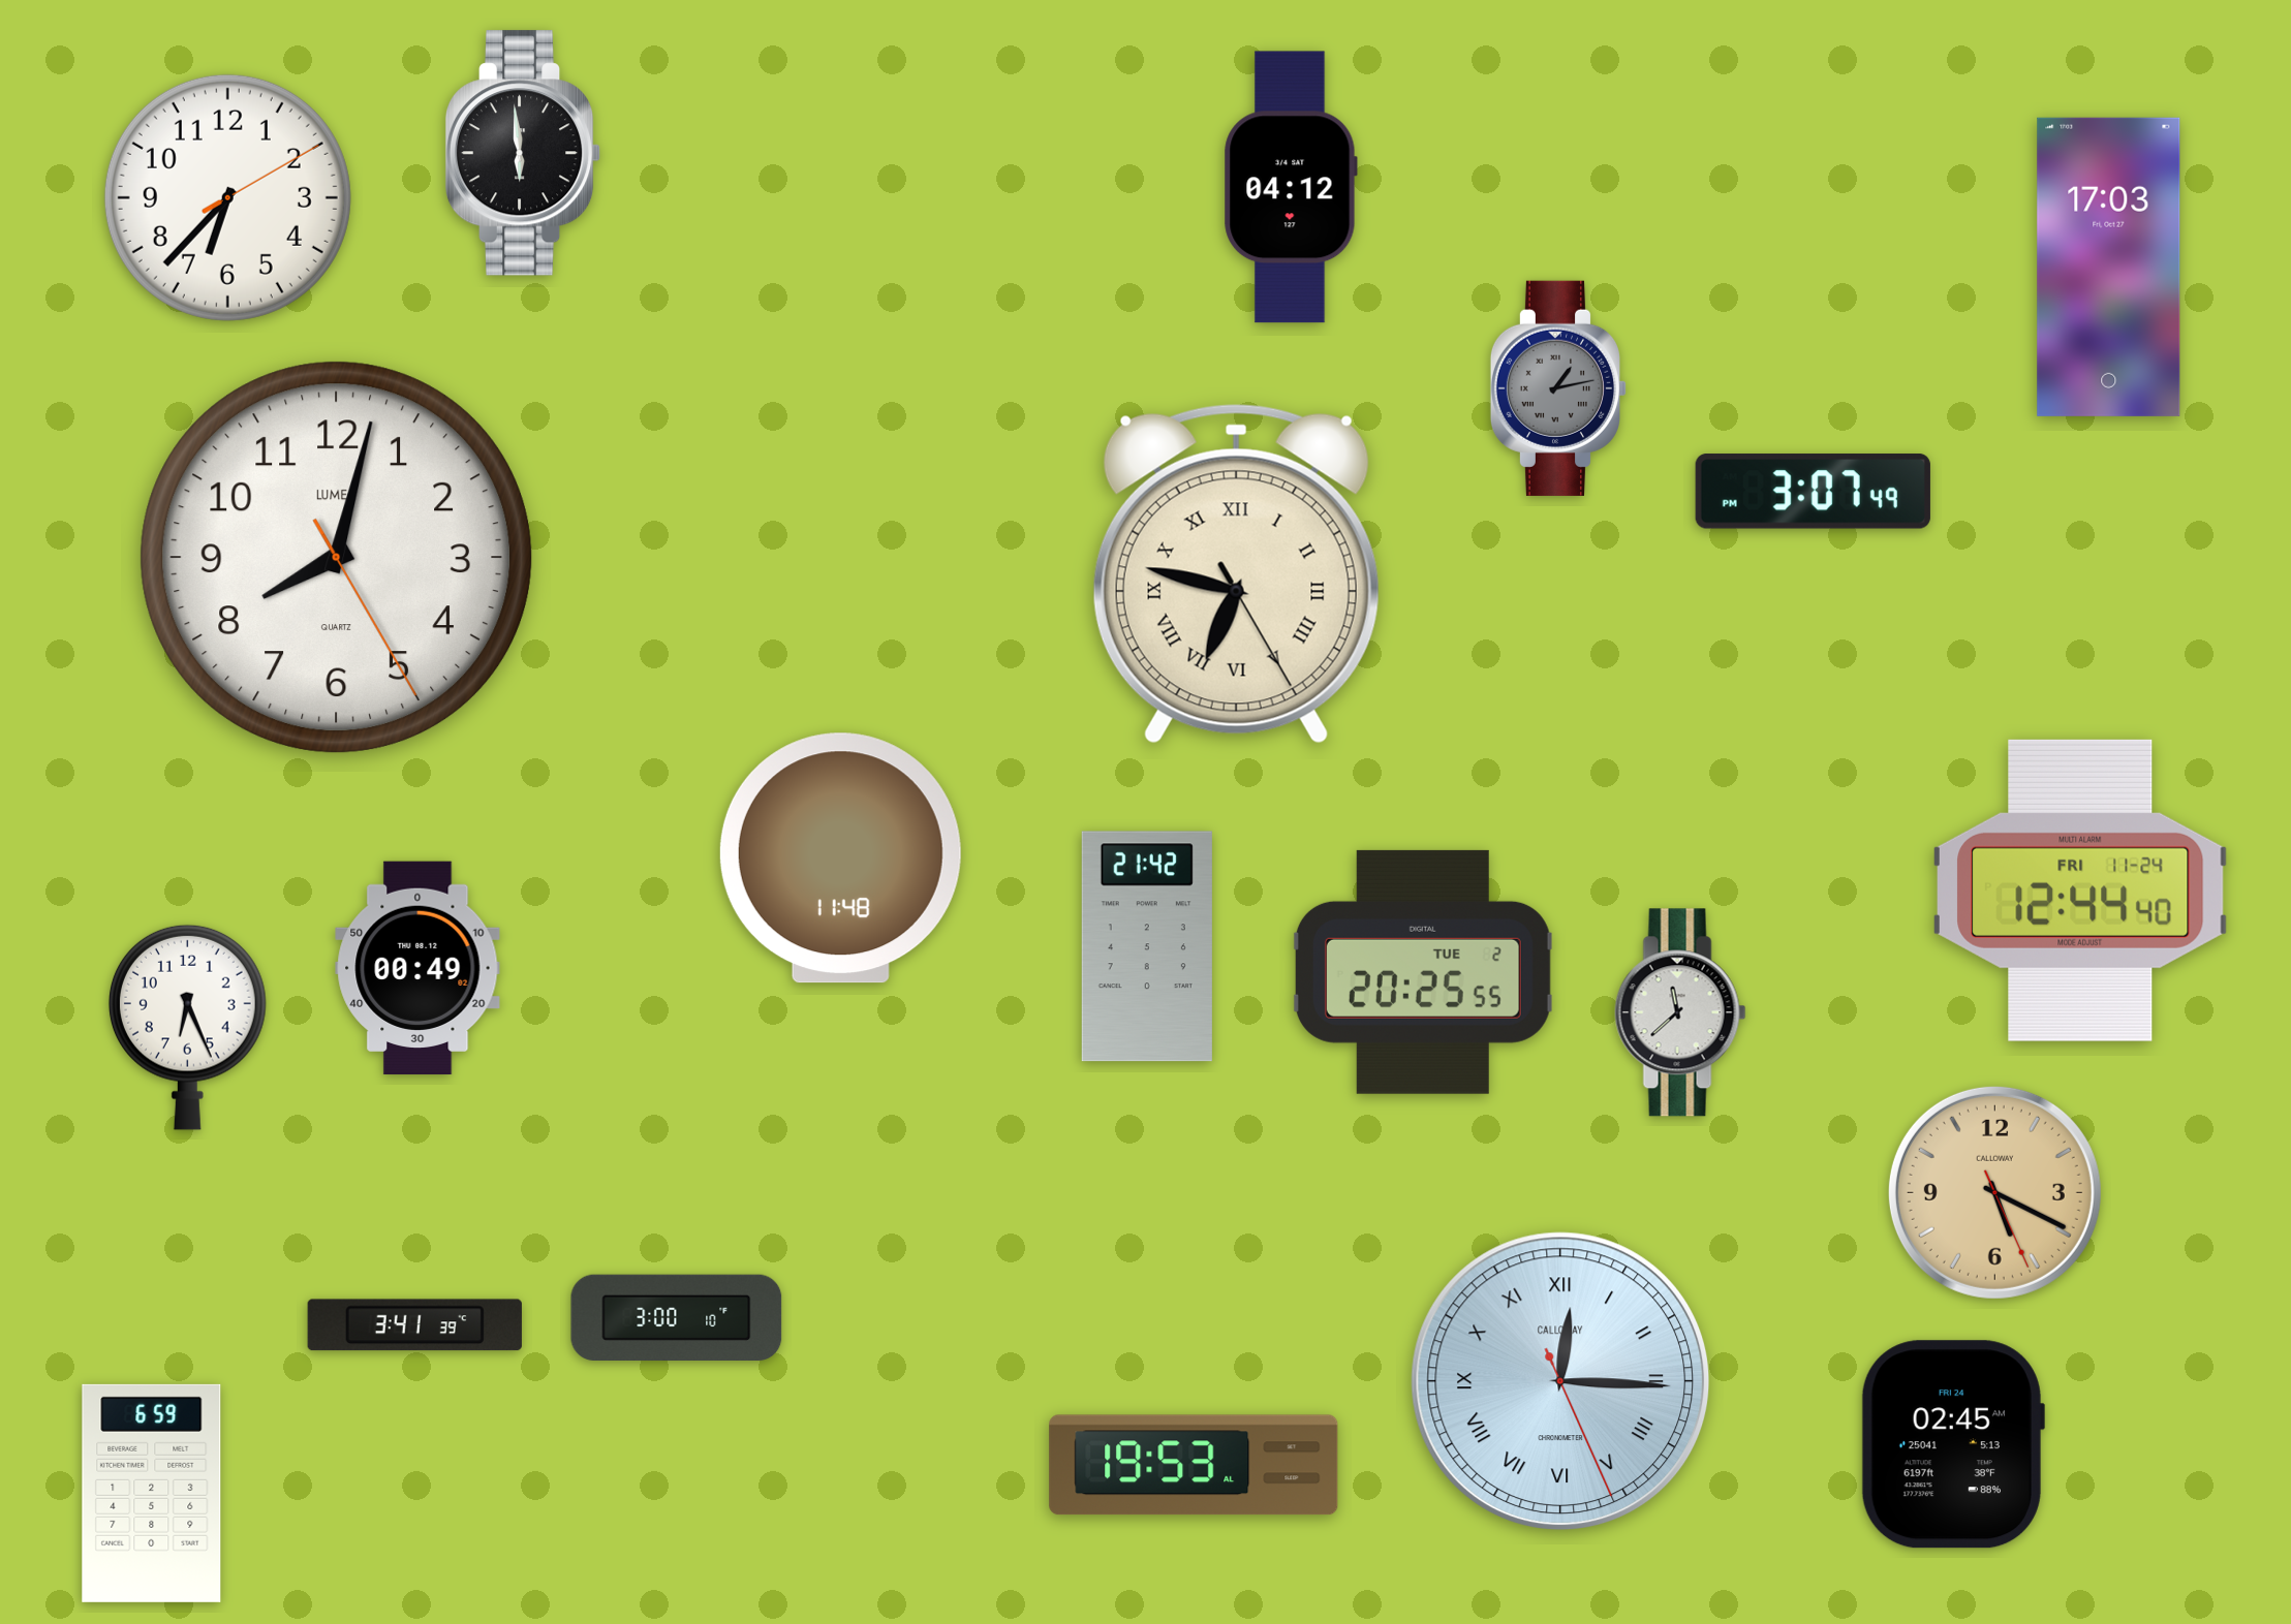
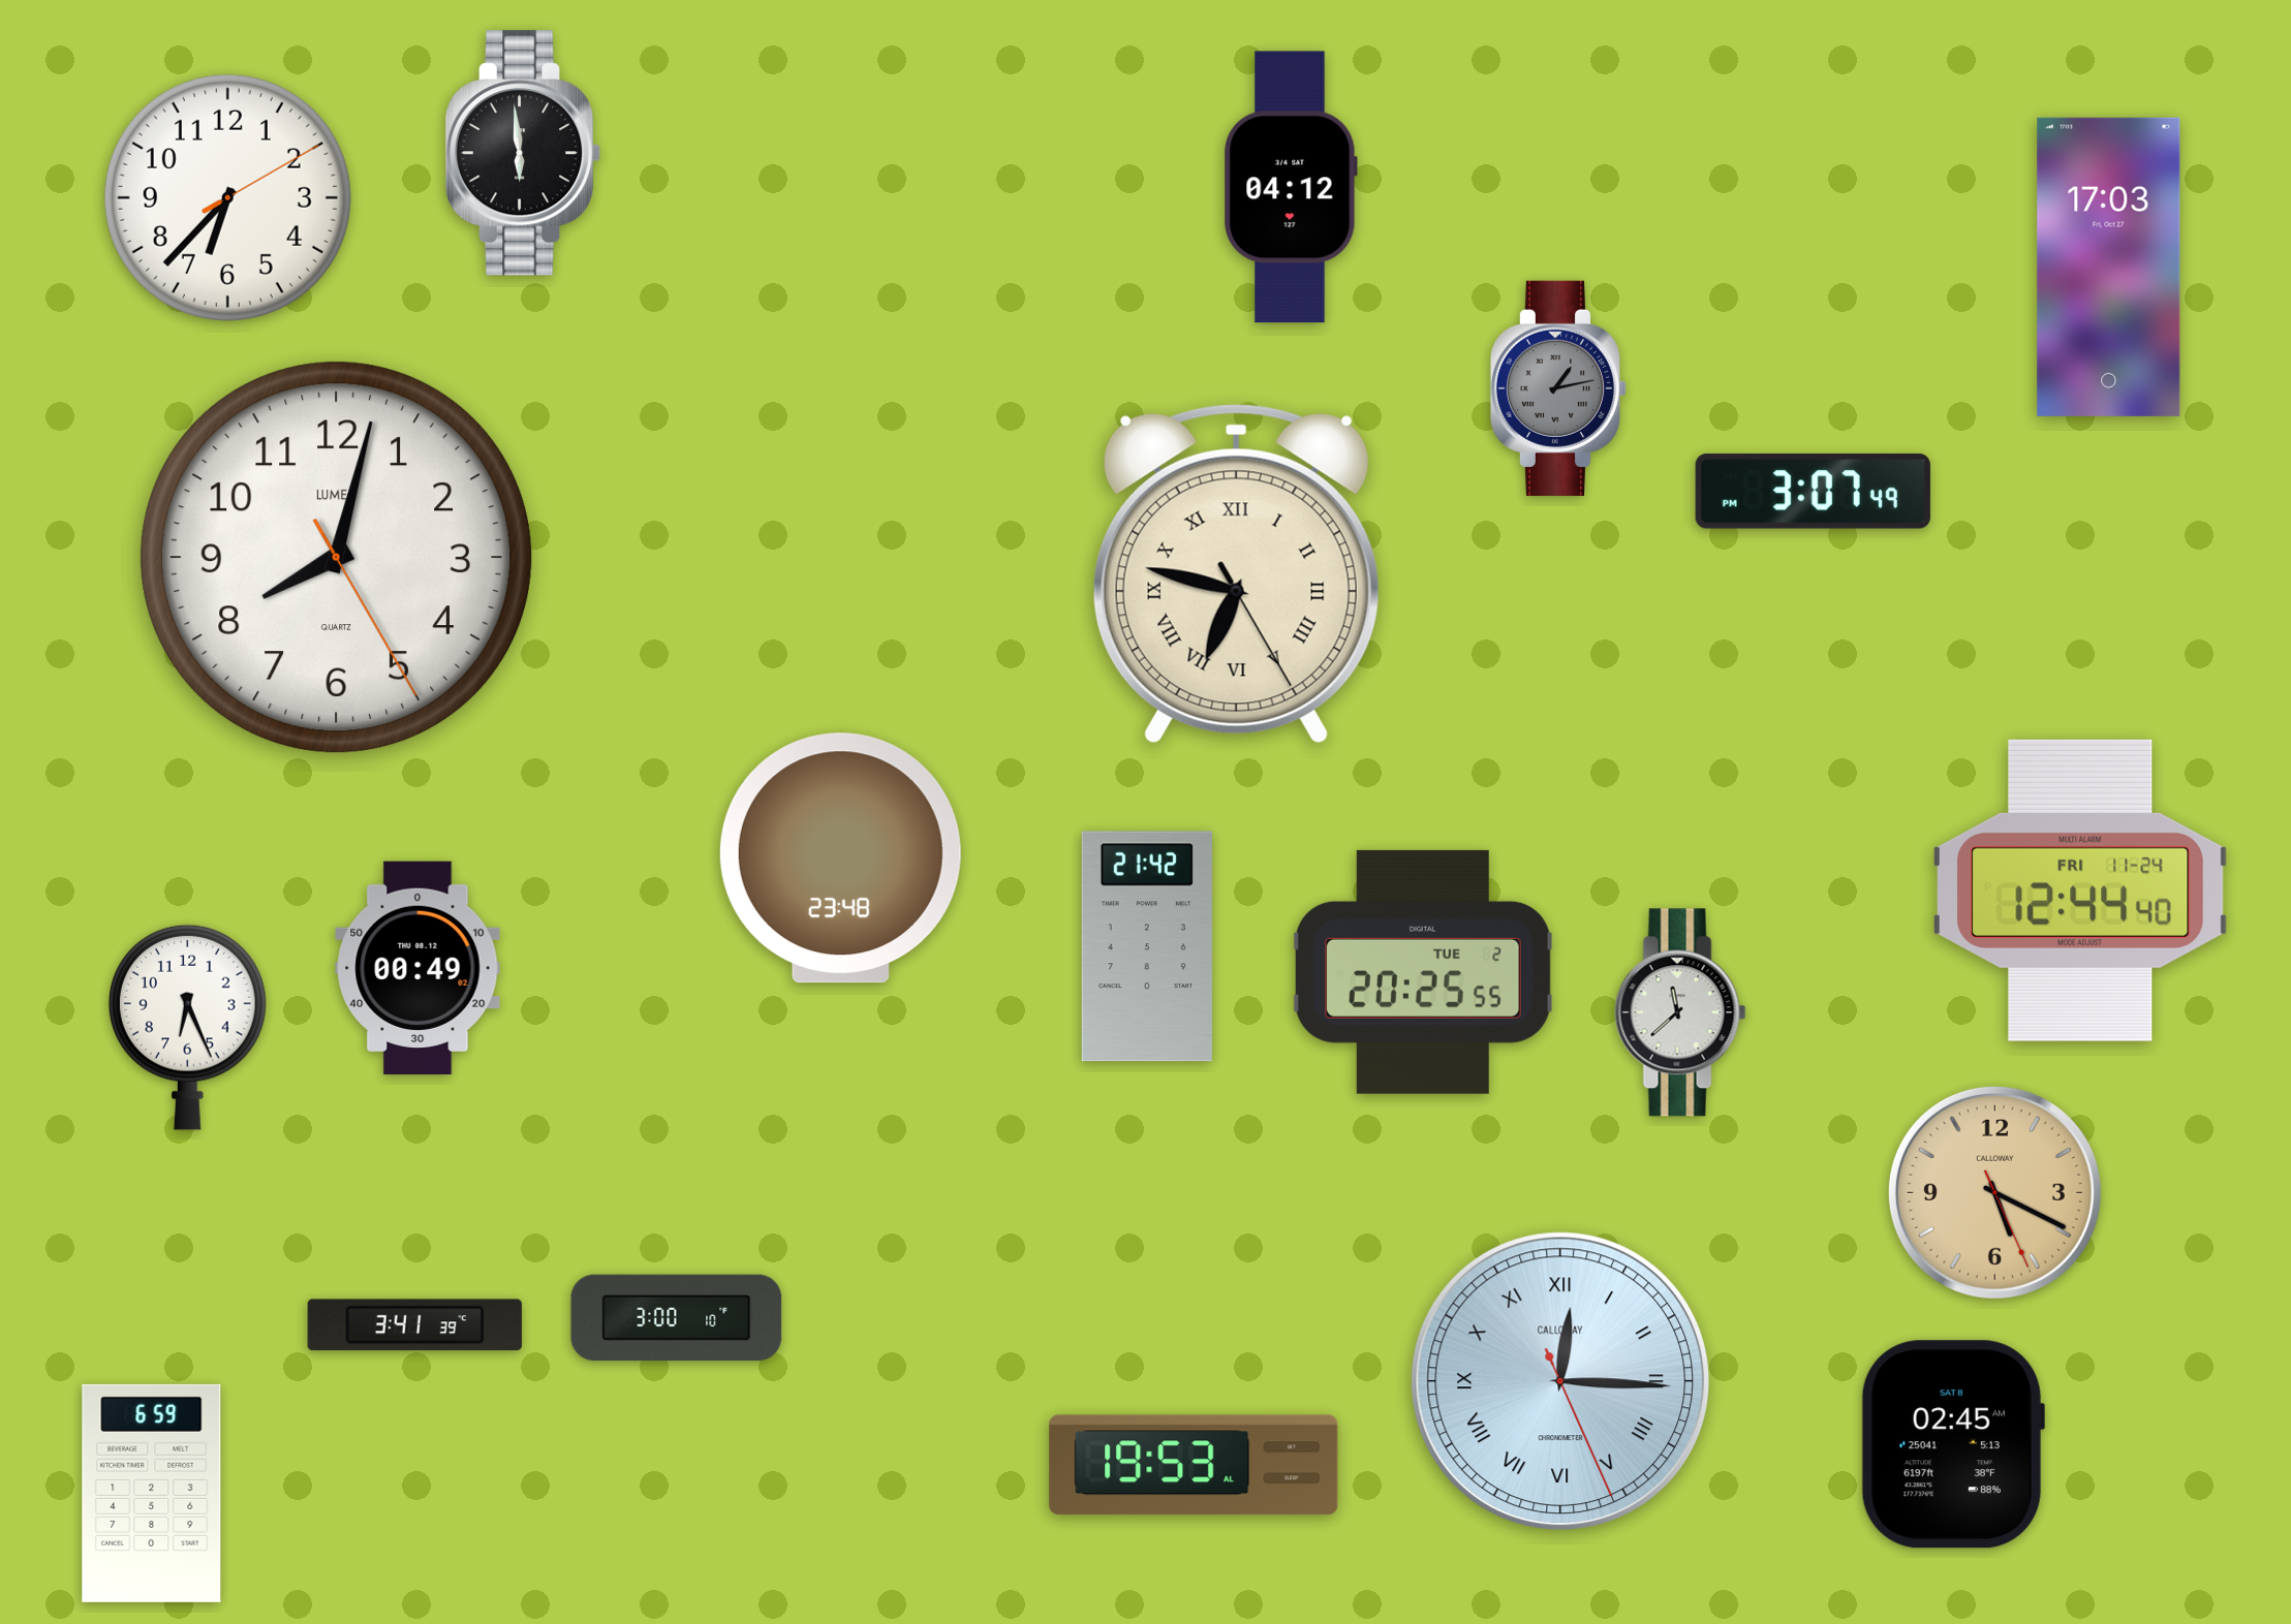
clock at (840, 858): 11:48 -> 23:48
clock at (1952, 1444) date: FRI 24 -> SAT 8
